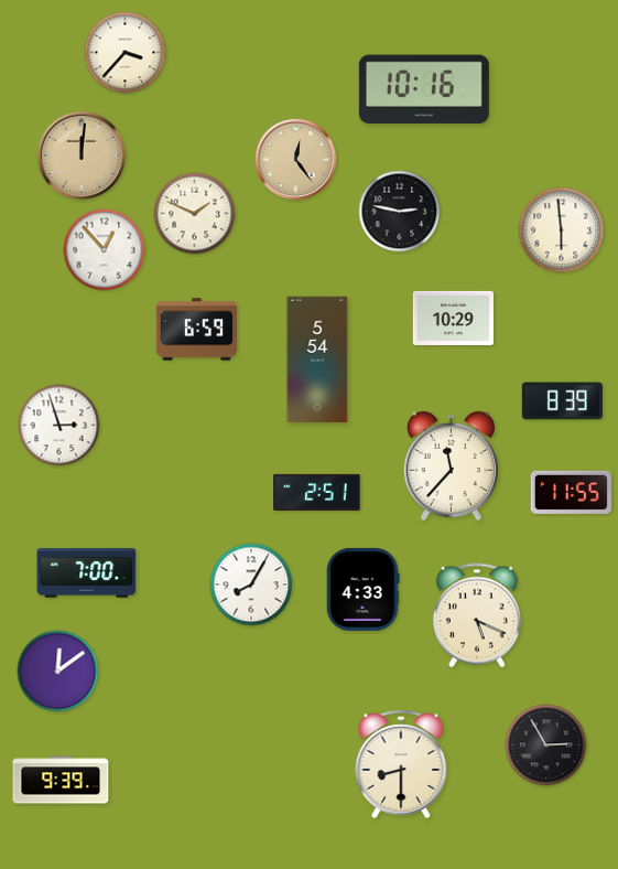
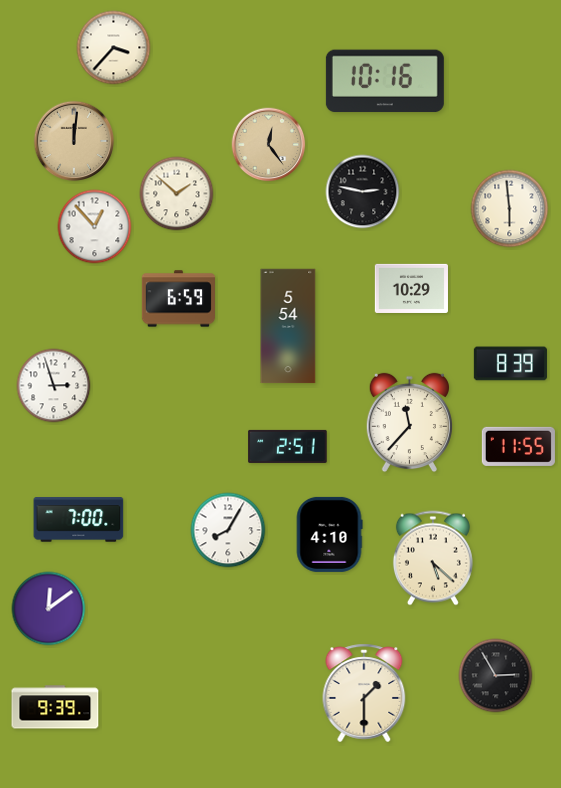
clock at (195, 214): 1:49 -> 1:52
clock at (362, 589): 4:33 -> 4:10
clock at (477, 615): 5:19 -> 5:22
clock at (58, 672) position: (58, 672) -> (49, 609)
clock at (401, 764): 8:30 -> 1:30
